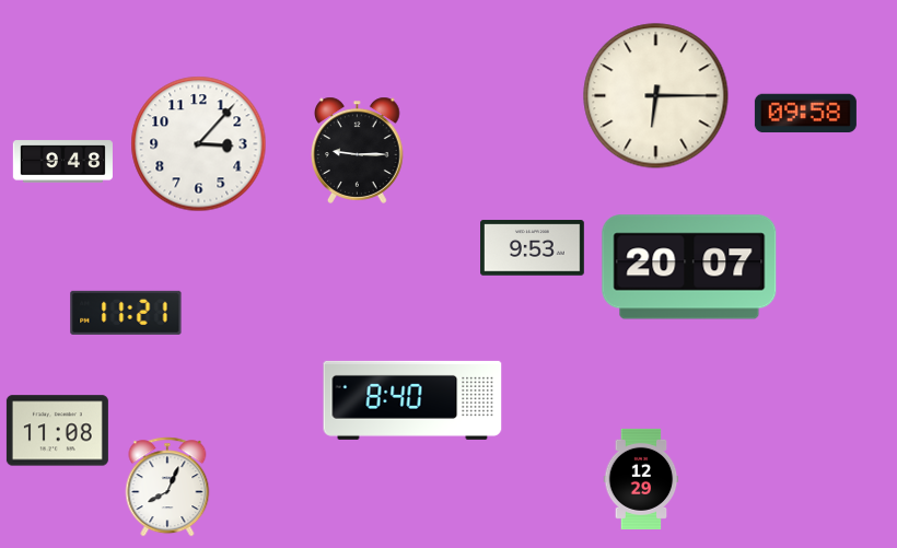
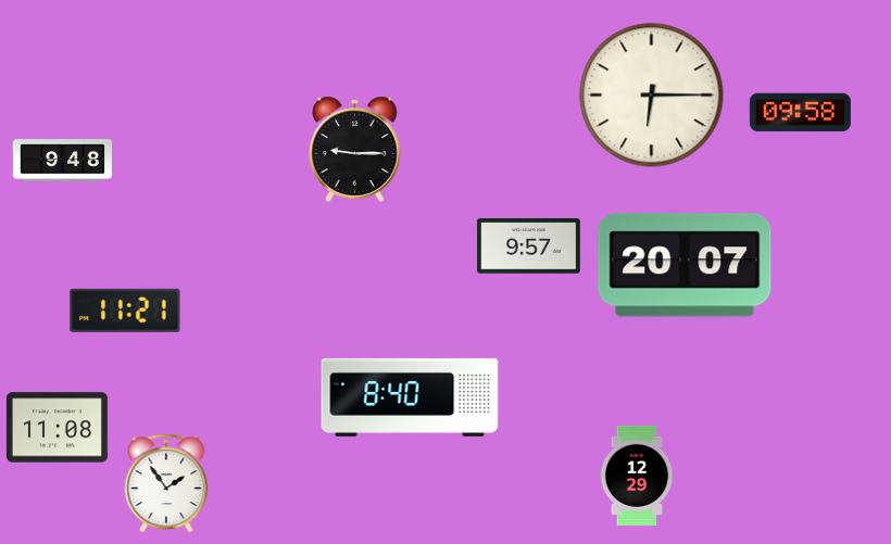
clock at (199, 144): 3:07 -> none
clock at (533, 248): 9:53 -> 9:57
clock at (167, 487): 8:04 -> 1:54
